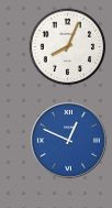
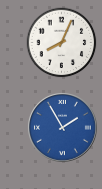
clock at (68, 140): 12:49 -> 1:55
